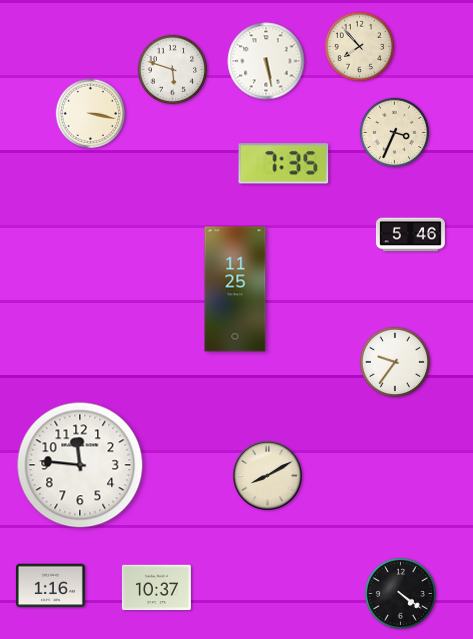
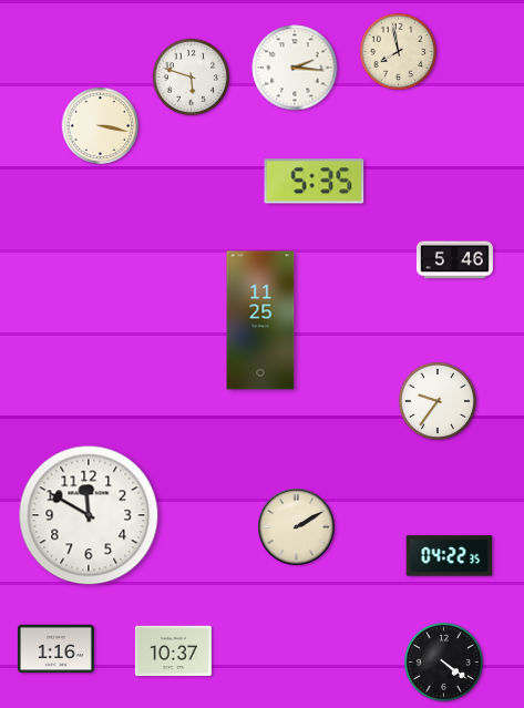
clock at (360, 47): 7:53 -> 7:58
clock at (266, 61): 5:28 -> 2:16
clock at (395, 133): 3:34 -> none
clock at (284, 164): 7:35 -> 5:35
clock at (80, 465): 11:46 -> 11:50
clock at (268, 476): 8:10 -> 2:10
clock at (450, 556): none -> 04:22
clock at (400, 593) position: (400, 593) -> (443, 661)
